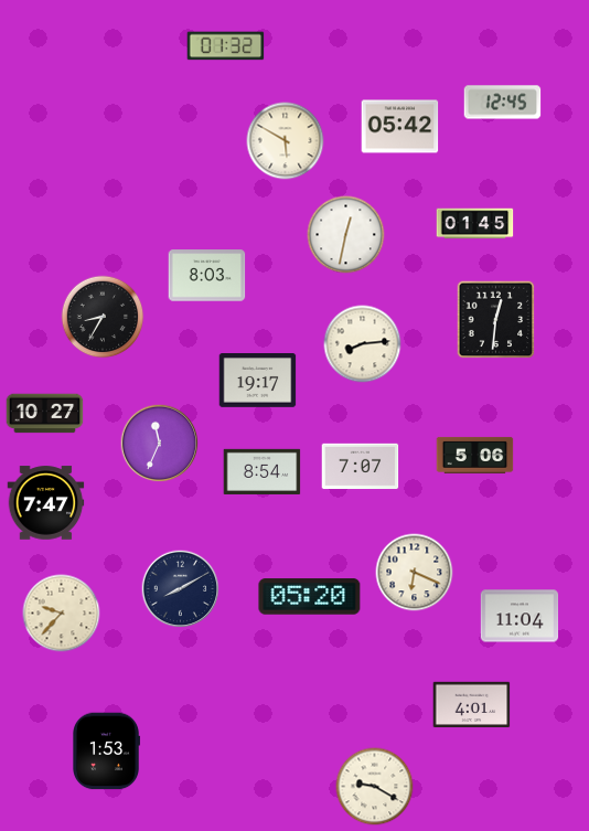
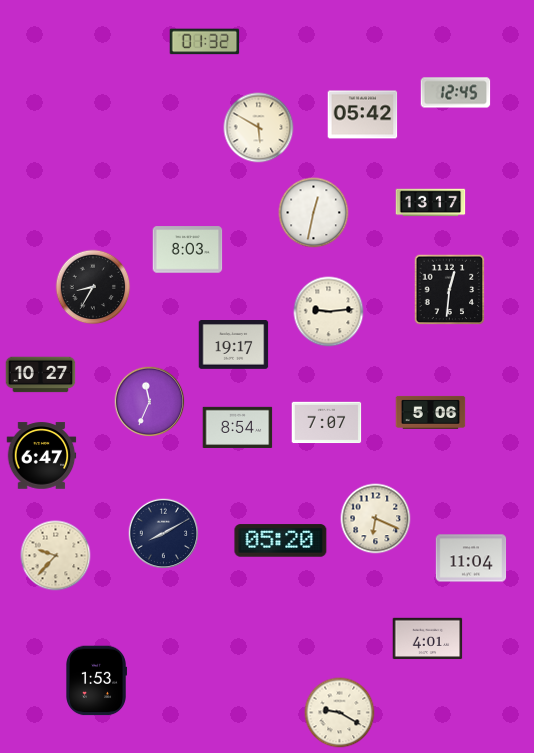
clock at (475, 224): 01:45 -> 13:17
clock at (363, 344): 8:14 -> 9:14
clock at (160, 444) position: (160, 444) -> (150, 402)
clock at (46, 503): 7:47 -> 6:47
